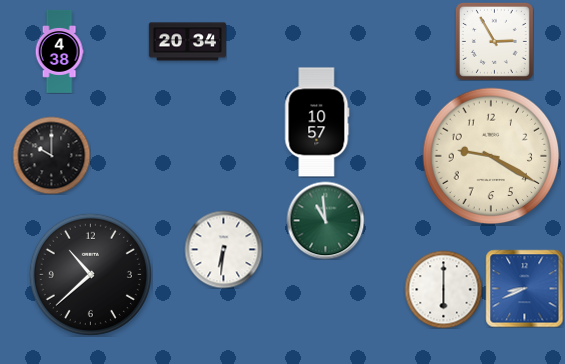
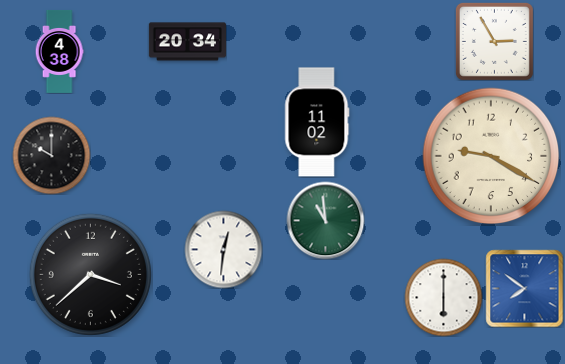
clock at (317, 122): 10:57 -> 11:02
clock at (223, 249): 6:31 -> 12:31
clock at (90, 274): 10:38 -> 3:38
clock at (524, 288): 8:41 -> 7:51
clock at (443, 289) position: (443, 289) -> (443, 297)
